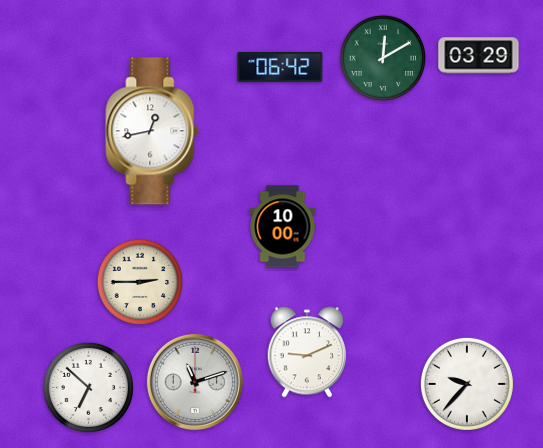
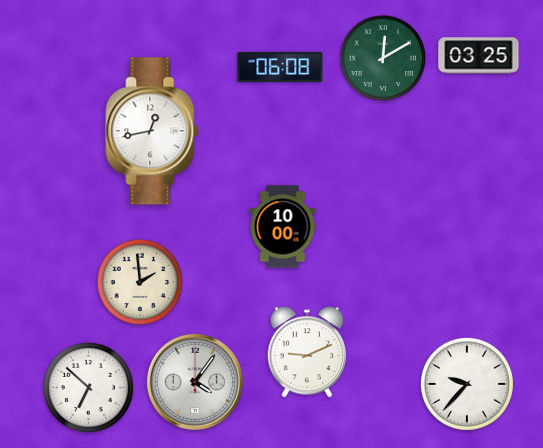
clock at (479, 56): 03:29 -> 03:25
clock at (280, 67): 06:42 -> 06:08
clock at (140, 282): 2:45 -> 1:59
clock at (195, 382): 11:12 -> 4:06
